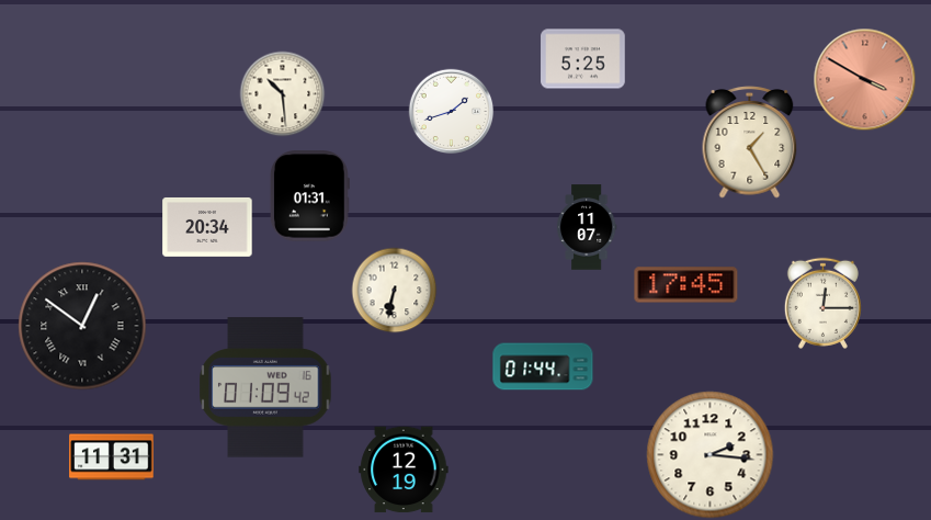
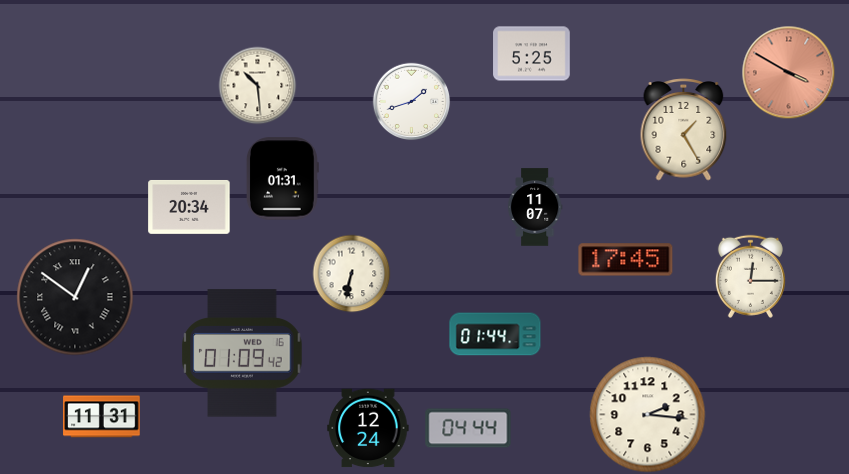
clock at (394, 290) position: (394, 290) -> (351, 273)
clock at (404, 470): 12:19 -> 12:24
clock at (468, 428): none -> 04:44
